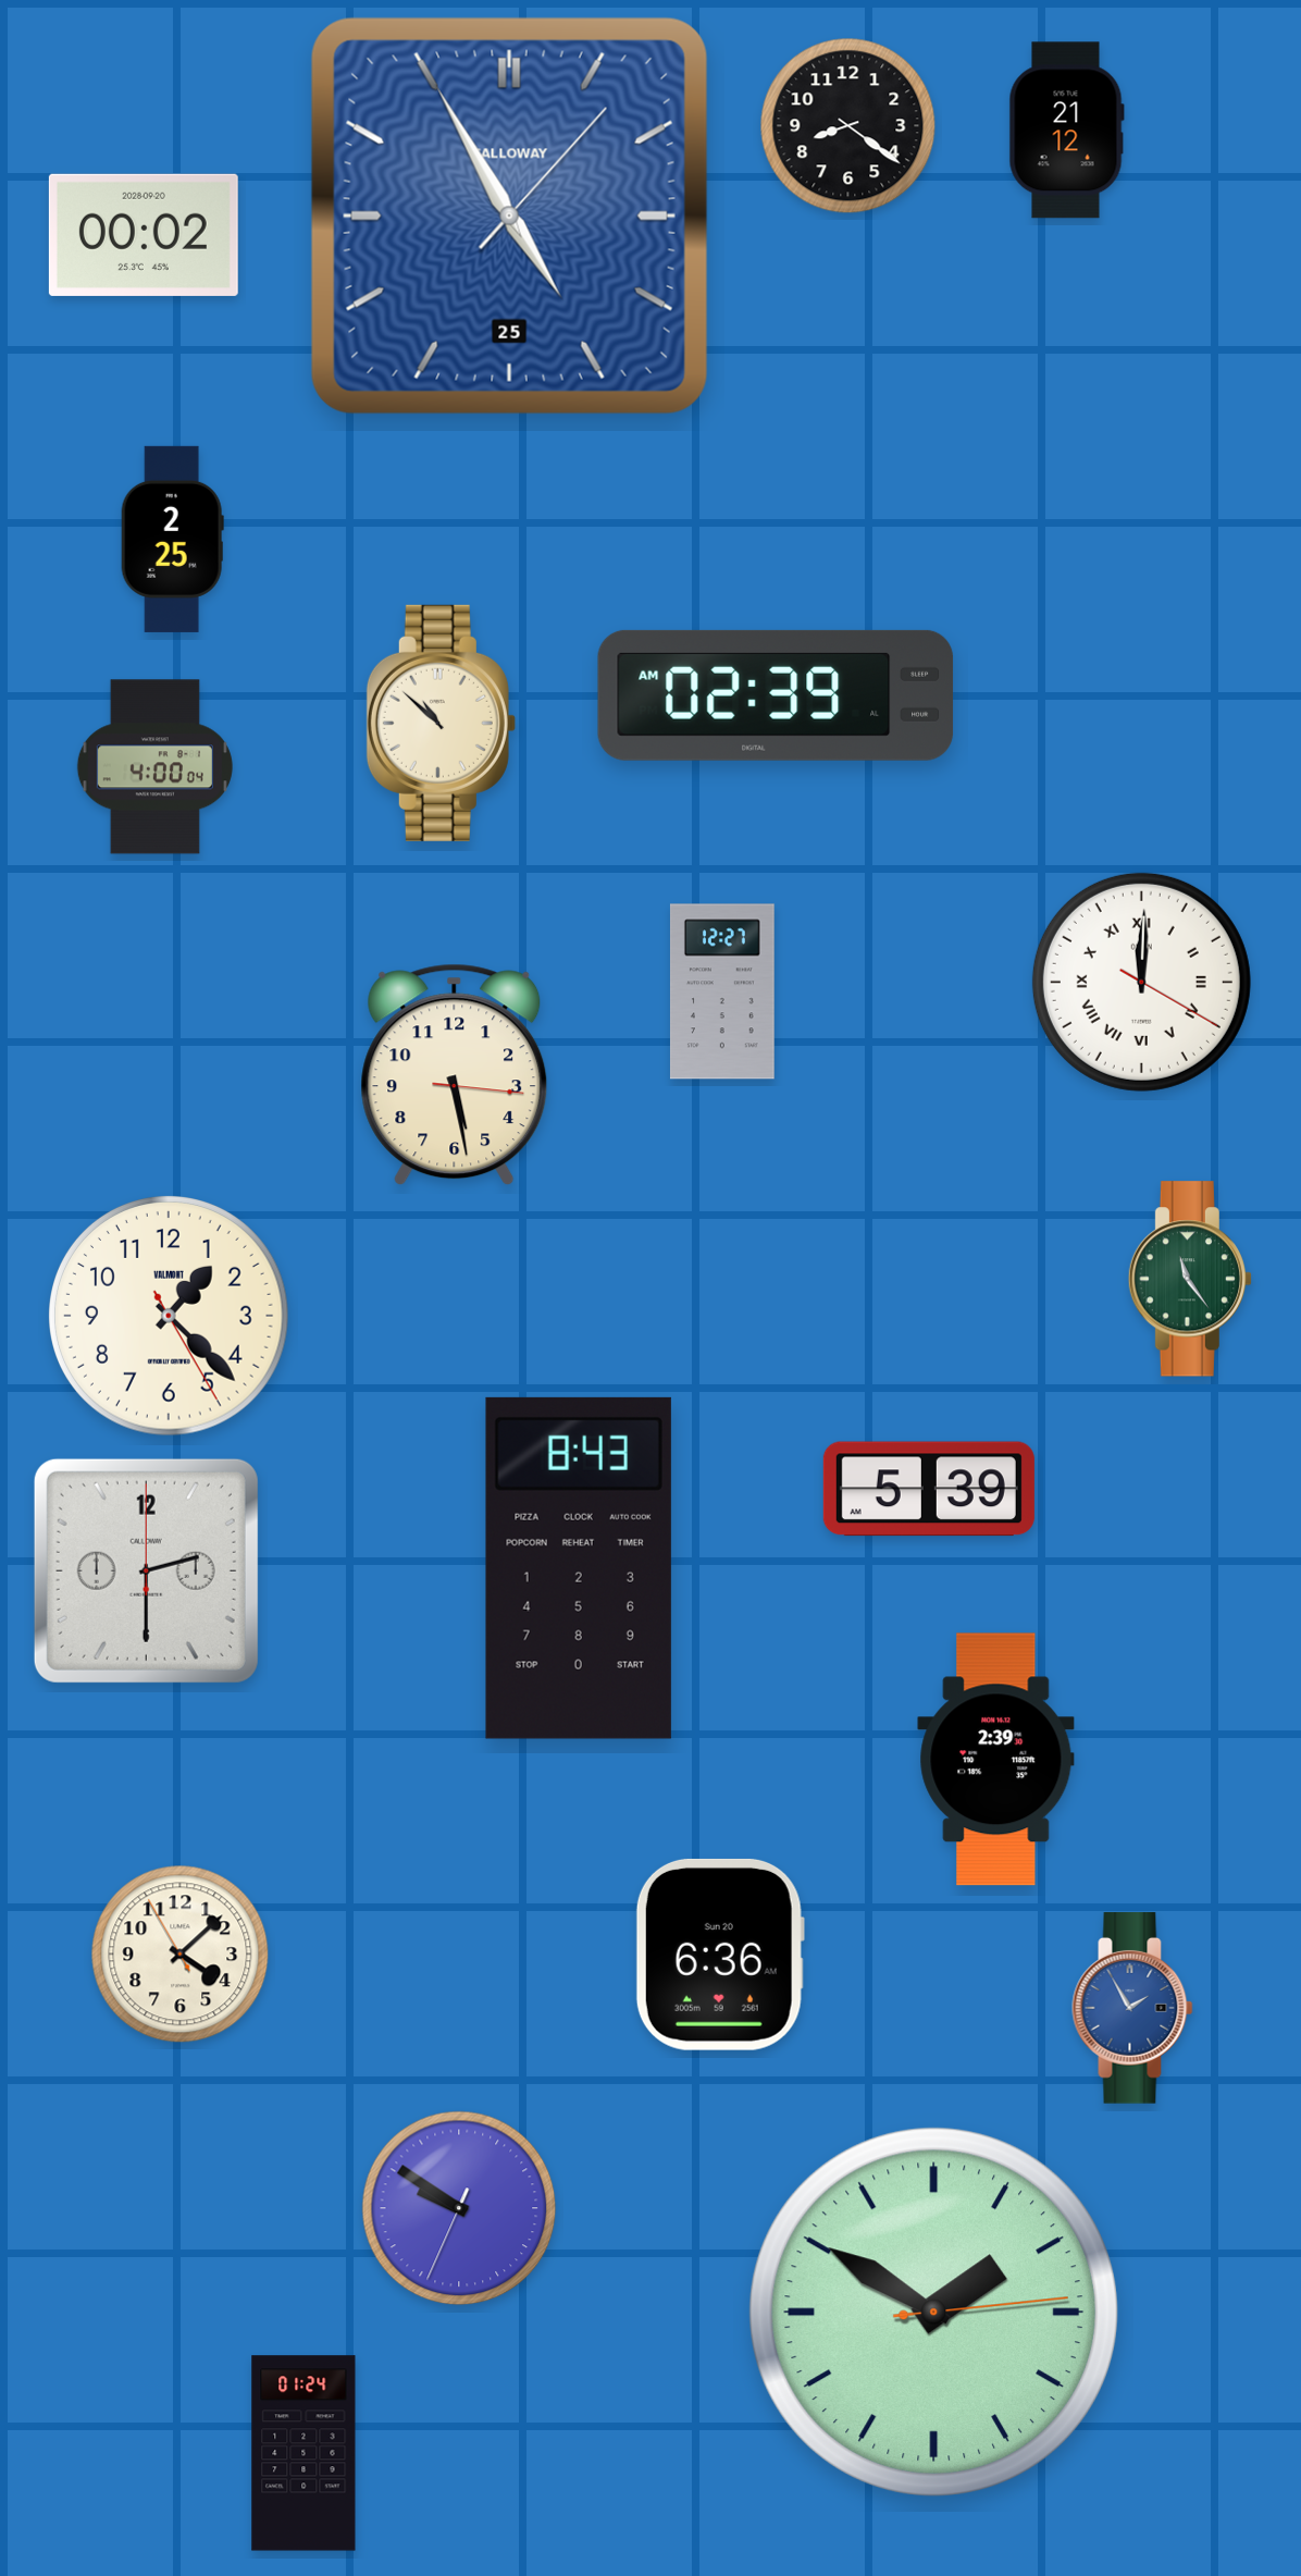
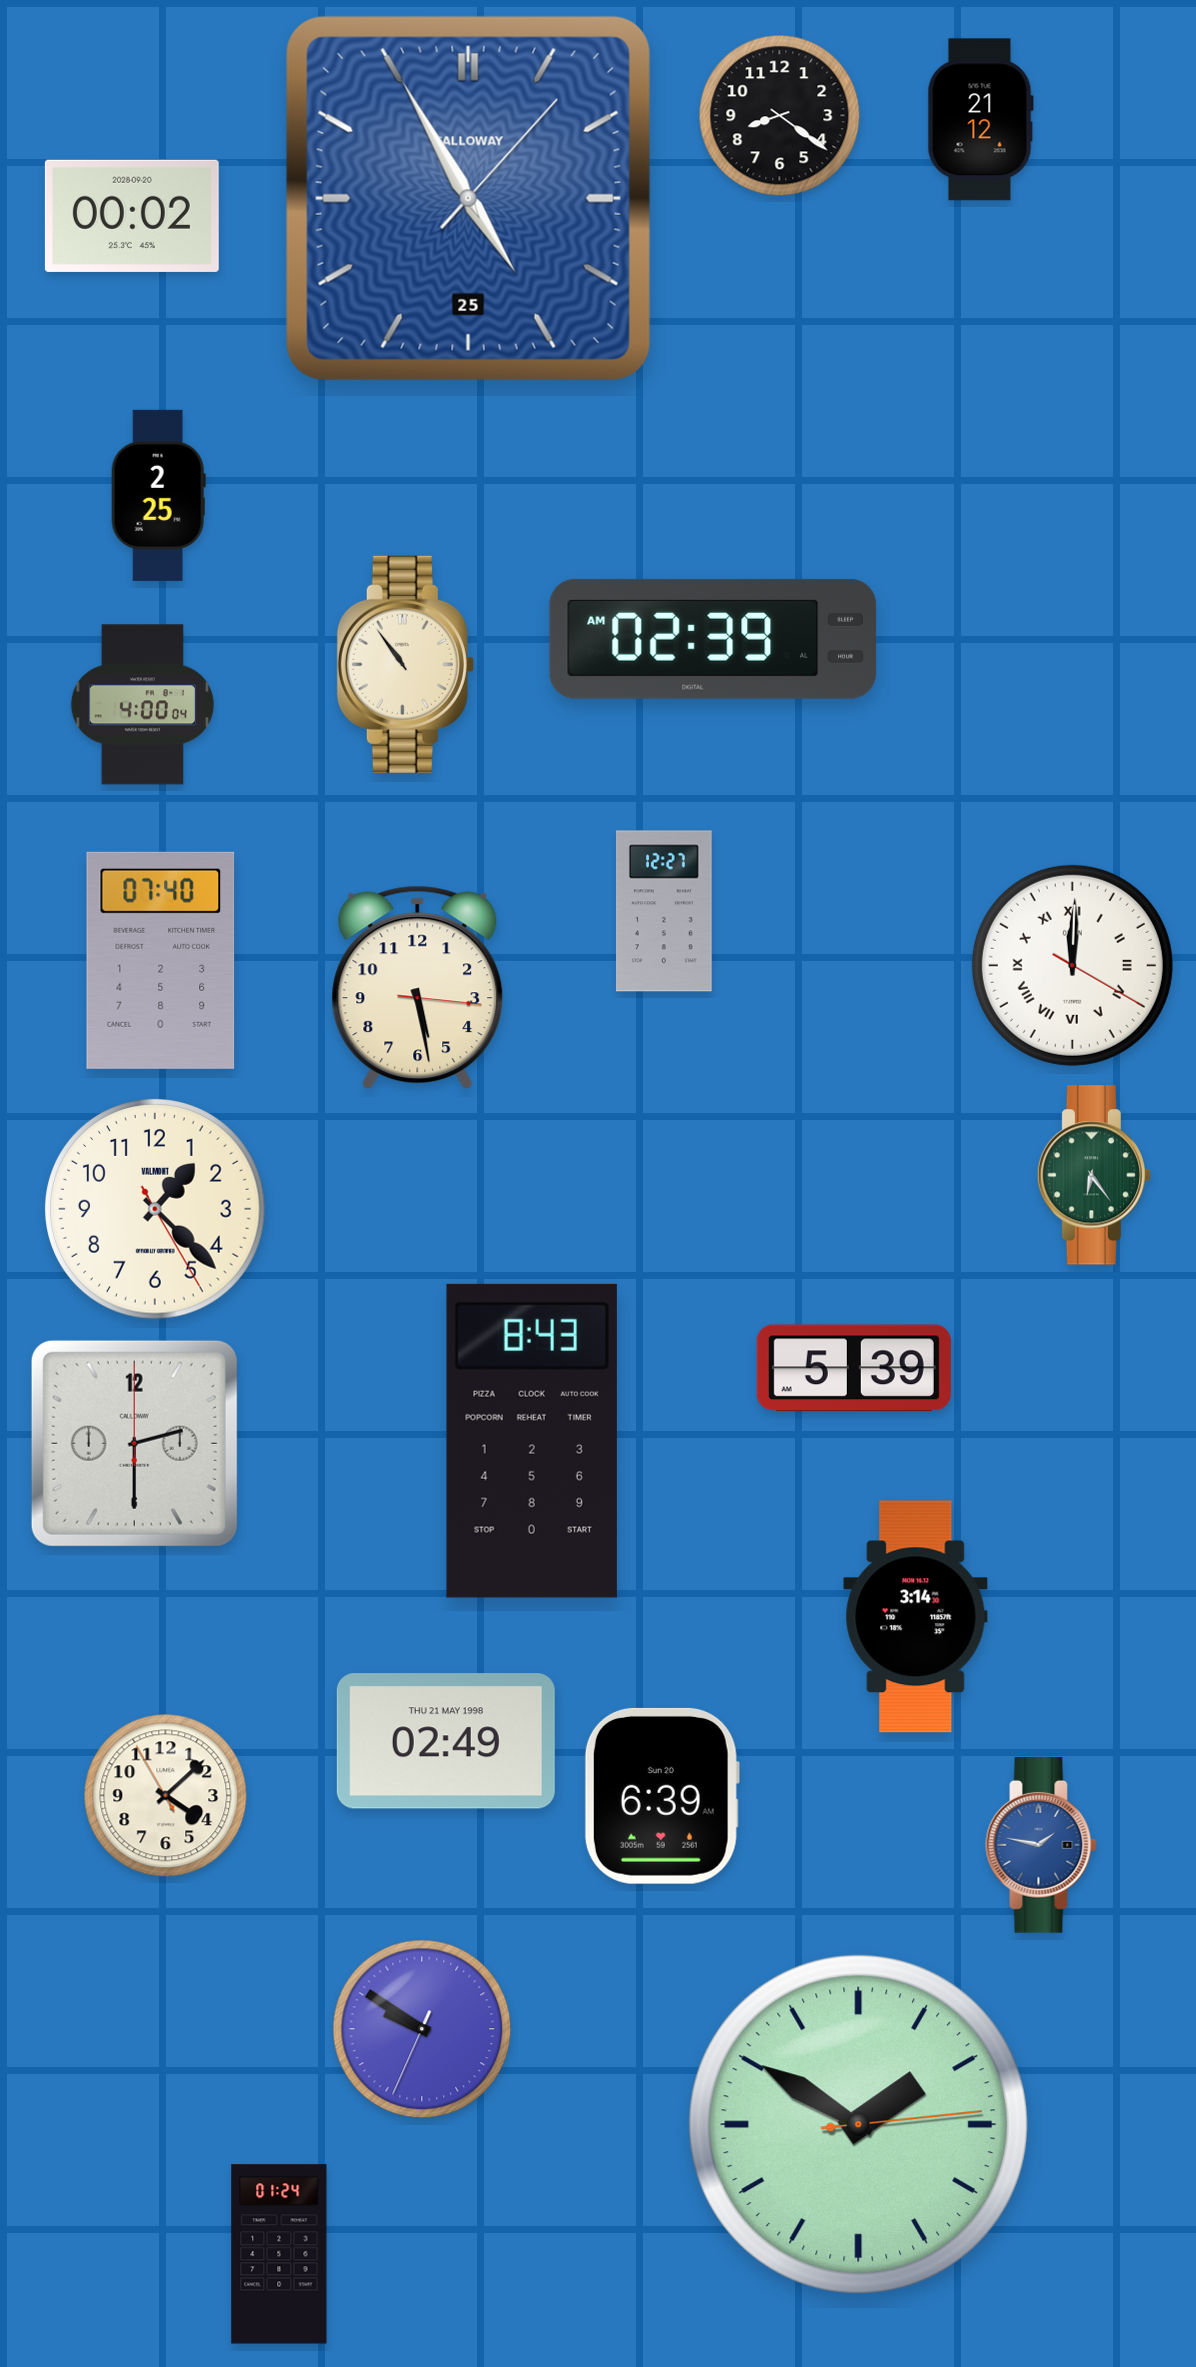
clock at (441, 723): 10:52 -> 10:54
clock at (1141, 982) position: (1141, 982) -> (1072, 965)
clock at (161, 960): none -> 07:40
clock at (1189, 1279): 11:24 -> 6:24
clock at (996, 1760): 2:39 -> 3:14
clock at (446, 1741): none -> 02:49
clock at (720, 1955): 6:36 -> 6:39
clock at (1132, 2009): 1:55 -> 1:47
